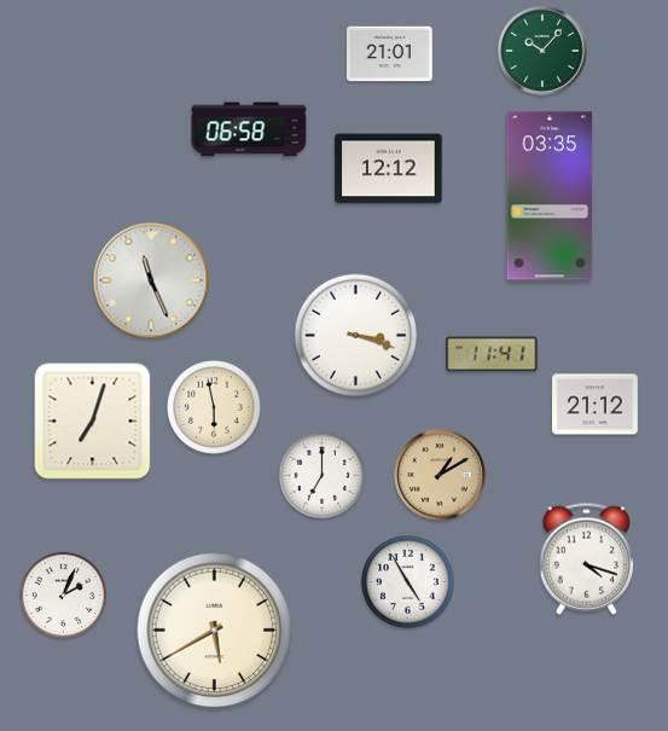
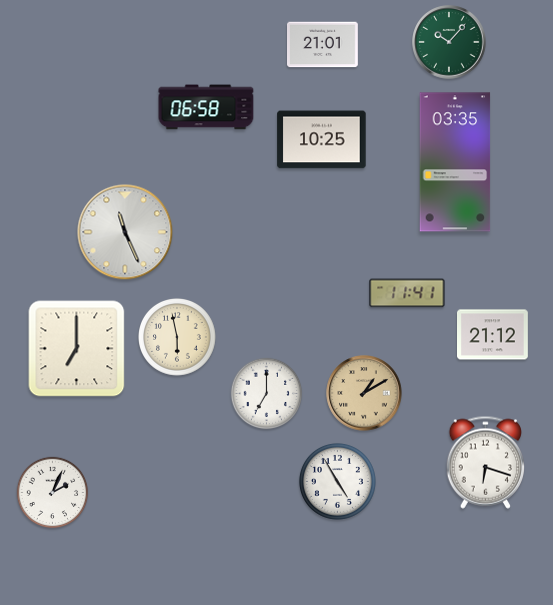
clock at (389, 169): 12:12 -> 10:25
clock at (356, 336): 3:18 -> none
clock at (93, 422): 7:03 -> 7:00
clock at (586, 558): 4:18 -> 6:18
clock at (215, 631): 5:40 -> none
